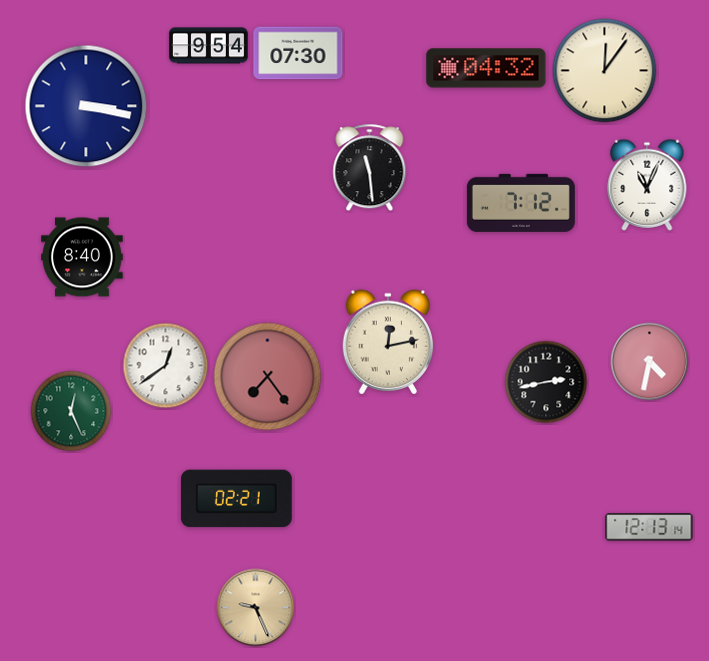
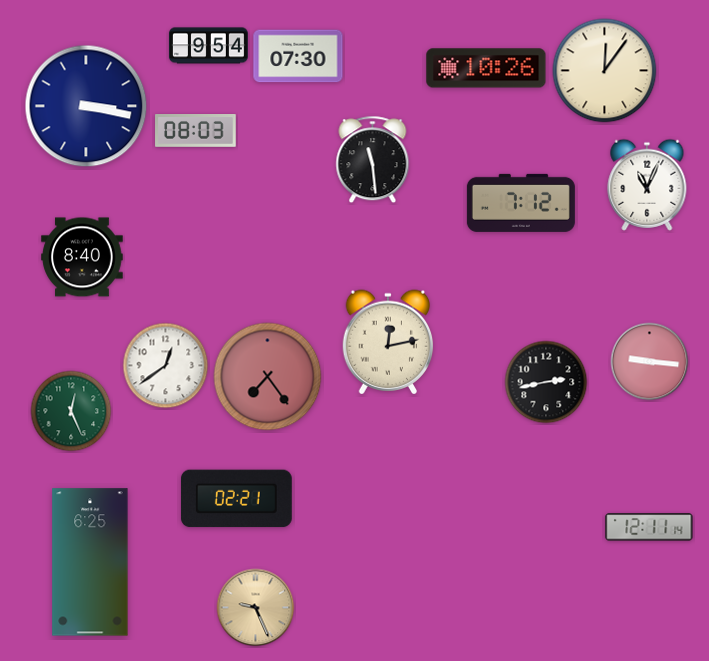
clock at (298, 53) position: (298, 53) -> (298, 56)
clock at (486, 68): 04:32 -> 10:26
clock at (196, 131): none -> 08:03
clock at (370, 168) position: (370, 168) -> (373, 160)
clock at (650, 362): 4:32 -> 9:16
clock at (649, 527): 12:13 -> 12:11
clock at (90, 562): none -> 6:25
